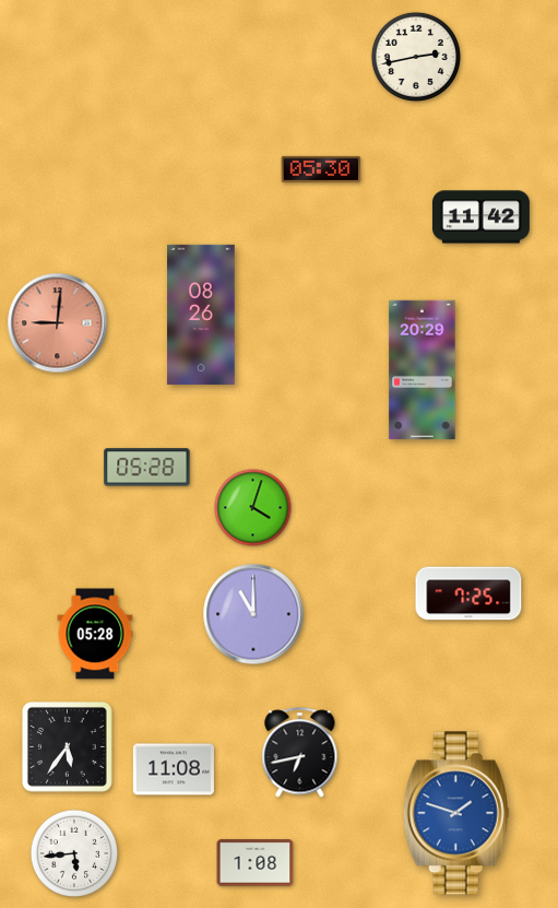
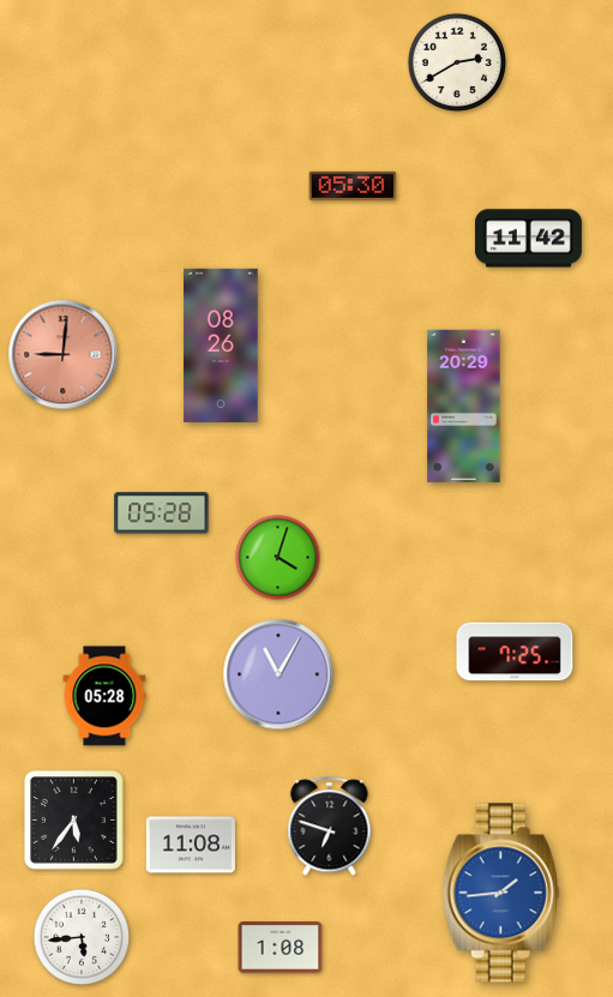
clock at (416, 57): 2:43 -> 2:40
clock at (253, 614): 11:00 -> 11:05
clock at (300, 753): 6:43 -> 6:48
clock at (456, 813): 1:48 -> 1:44
